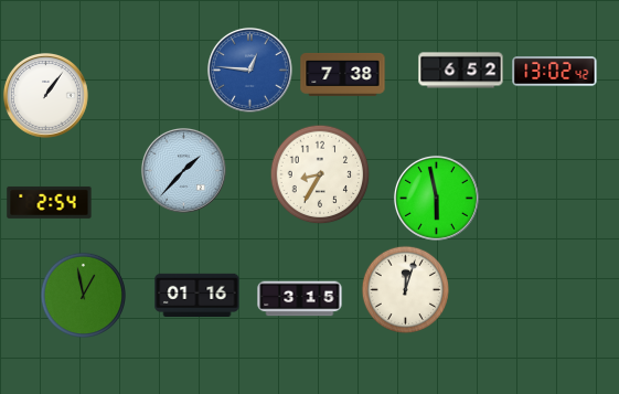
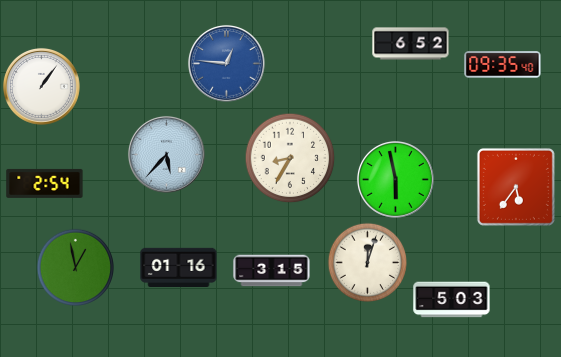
clock at (461, 71) position: (461, 71) -> (411, 44)
clock at (555, 72): 13:02 -> 09:35
clock at (343, 74): 7:38 -> none
clock at (184, 171): 1:37 -> 5:37
clock at (516, 187): none -> 5:36
clock at (452, 300): none -> 5:03
